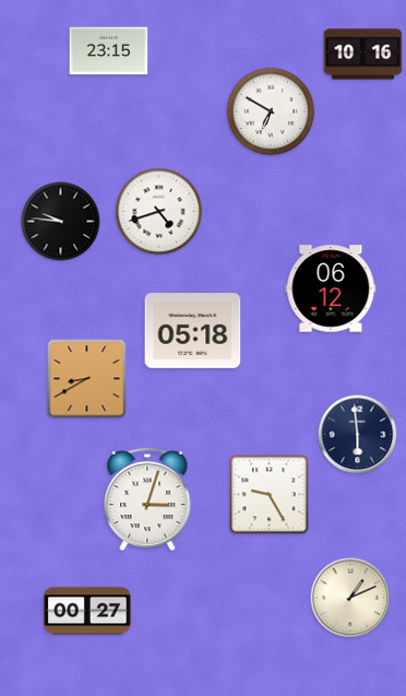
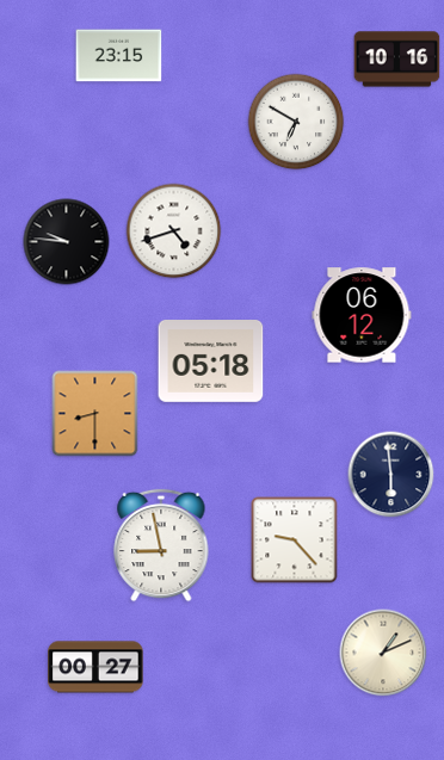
clock at (87, 379): 8:40 -> 8:30
clock at (270, 495): 9:25 -> 9:23
clock at (147, 499): 3:03 -> 8:58
